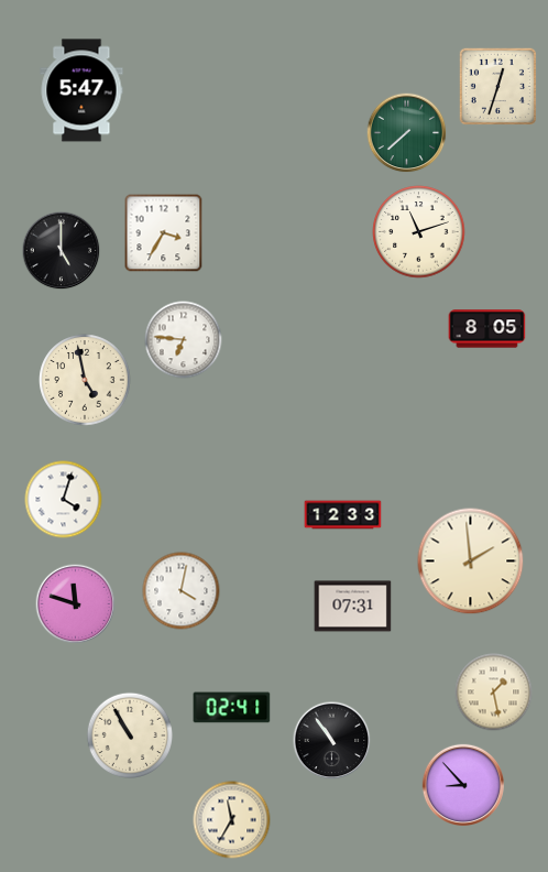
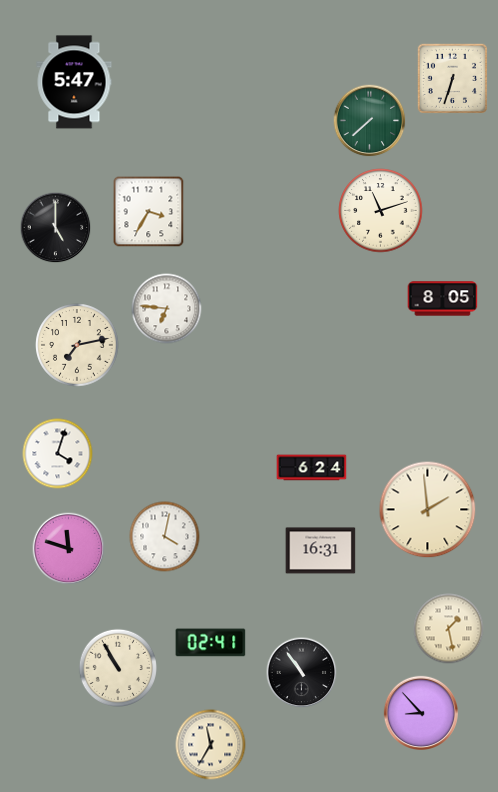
clock at (497, 86): 12:33 -> 6:33
clock at (85, 380): 4:58 -> 7:13
clock at (343, 515): 12:33 -> 6:24
clock at (353, 607): 07:31 -> 16:31
